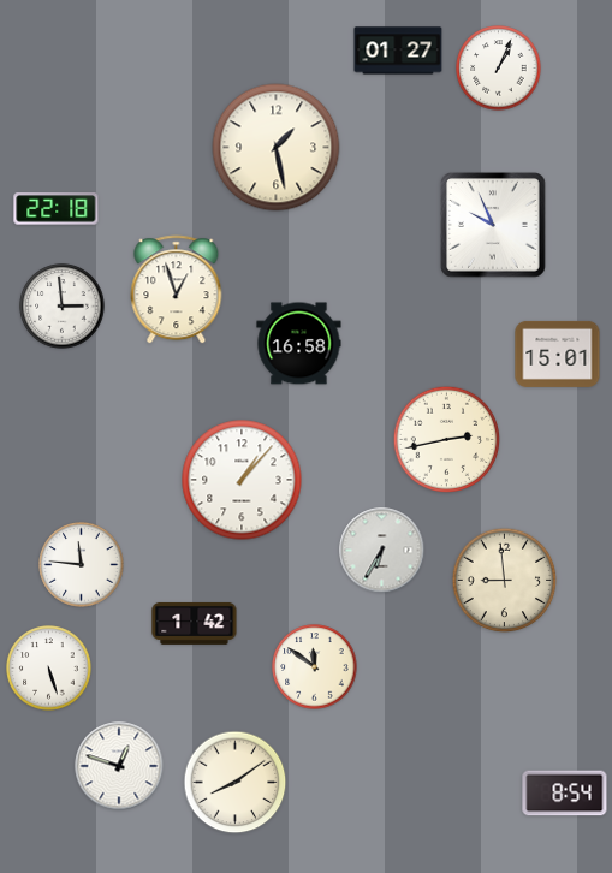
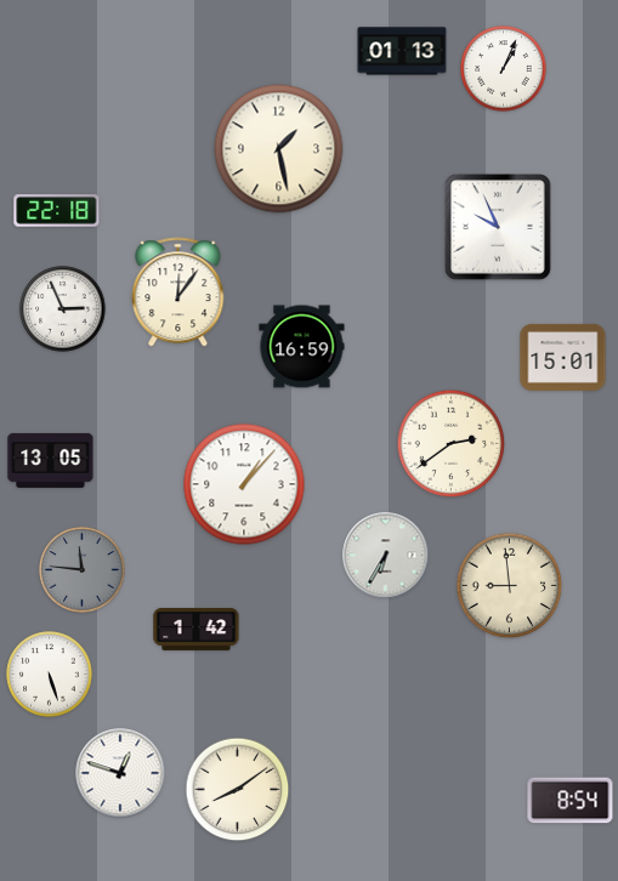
clock at (398, 51): 01:27 -> 01:13
clock at (177, 290): 12:57 -> 12:06
clock at (63, 307): 2:59 -> 2:56
clock at (299, 344): 16:58 -> 16:59
clock at (447, 440): 2:43 -> 2:39
clock at (51, 460): none -> 13:05
clock at (82, 565) dial: white -> grey
clock at (315, 667): 11:51 -> none
